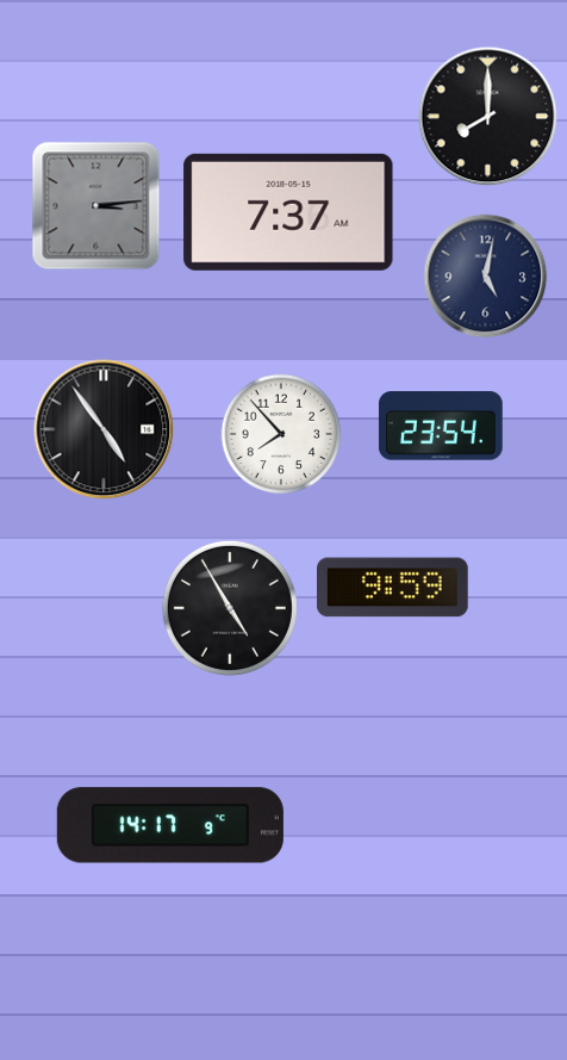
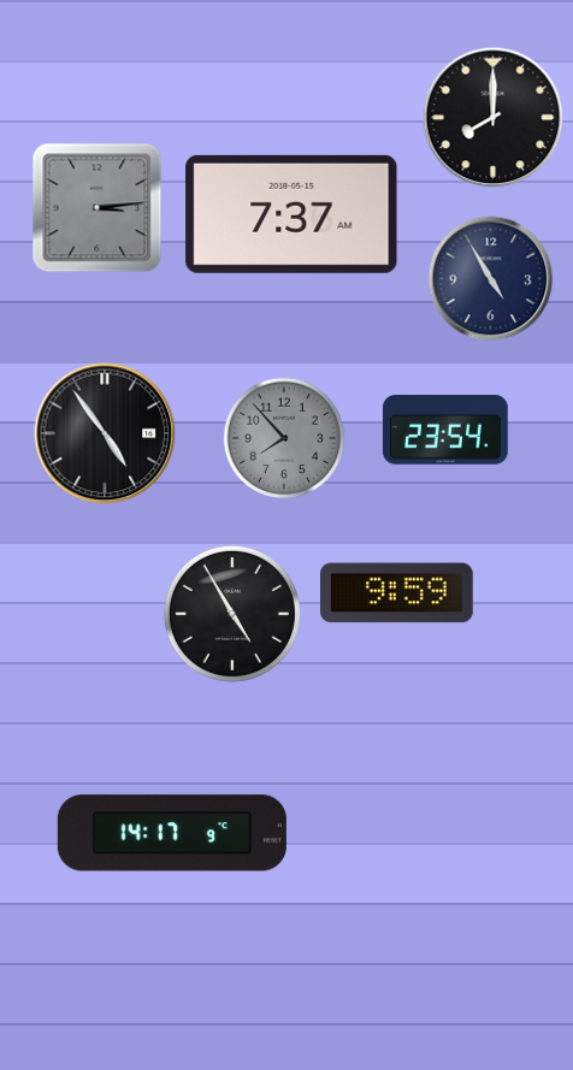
clock at (486, 277): 5:02 -> 4:55
clock at (281, 434) dial: white -> grey
